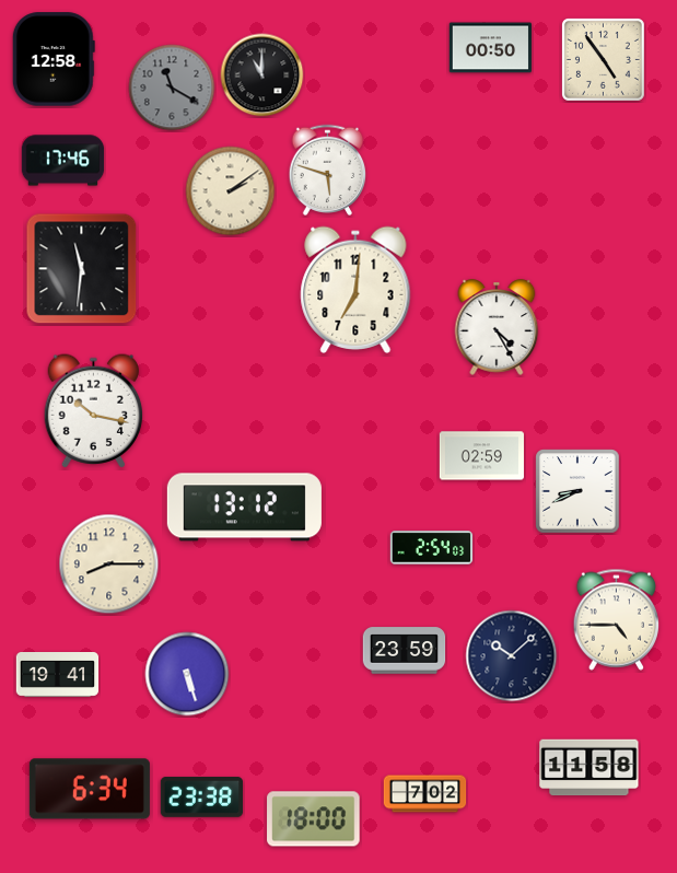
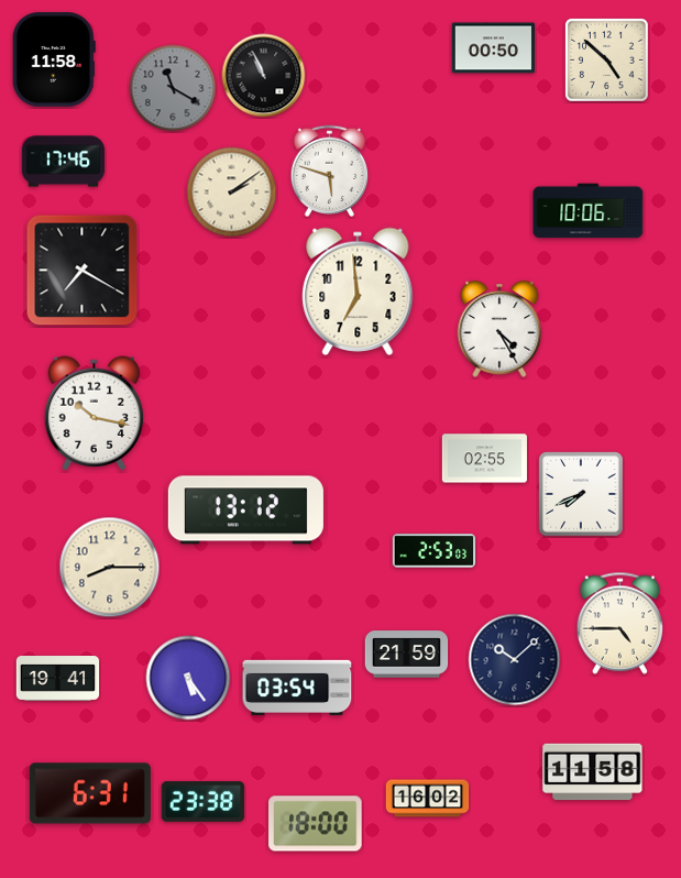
clock at (54, 59): 12:58 -> 11:58
clock at (603, 59): 4:54 -> 4:52
clock at (262, 75): 11:00 -> 10:56
clock at (589, 211): none -> 10:06
clock at (82, 269): 11:31 -> 7:20
clock at (355, 290): 7:01 -> 6:59
clock at (481, 456): 02:59 -> 02:55
clock at (577, 491): 8:41 -> 7:41
clock at (432, 548): 2:54 -> 2:53
clock at (405, 651): 23:59 -> 21:59
clock at (187, 674): 5:27 -> 5:24
clock at (297, 688): none -> 03:54
clock at (90, 789): 6:34 -> 6:31
clock at (425, 794): 7:02 -> 16:02
